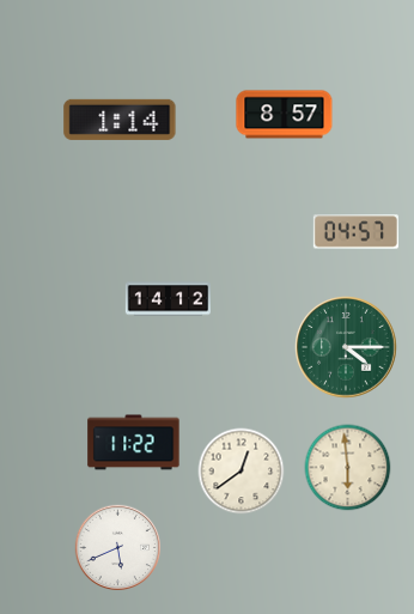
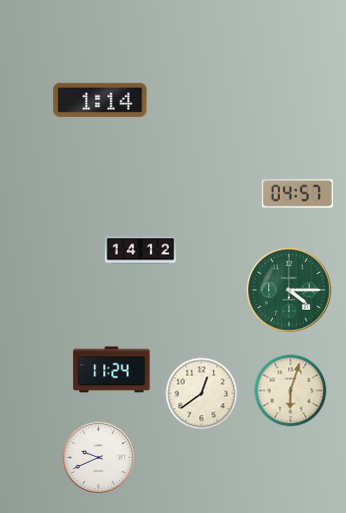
clock at (285, 115): 8:57 -> none
clock at (134, 443): 11:22 -> 11:24
clock at (348, 468): 5:59 -> 6:03
clock at (118, 548): 5:41 -> 9:41
